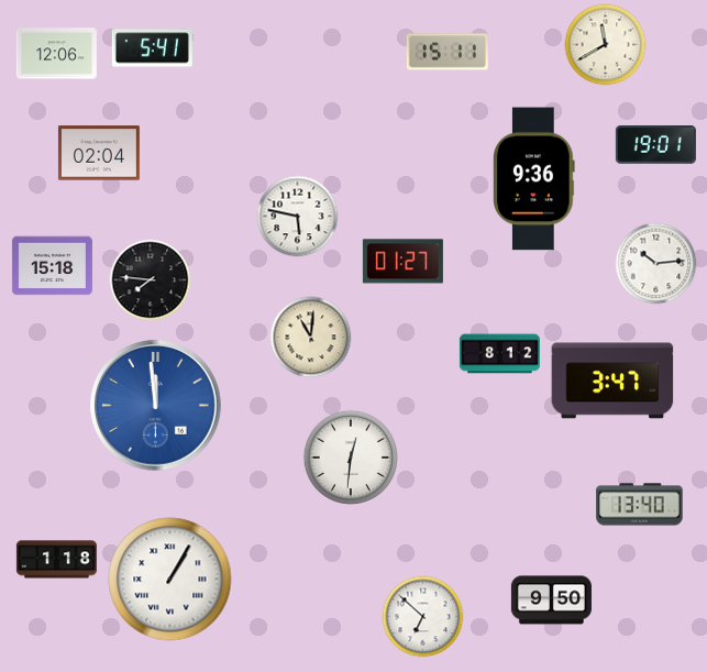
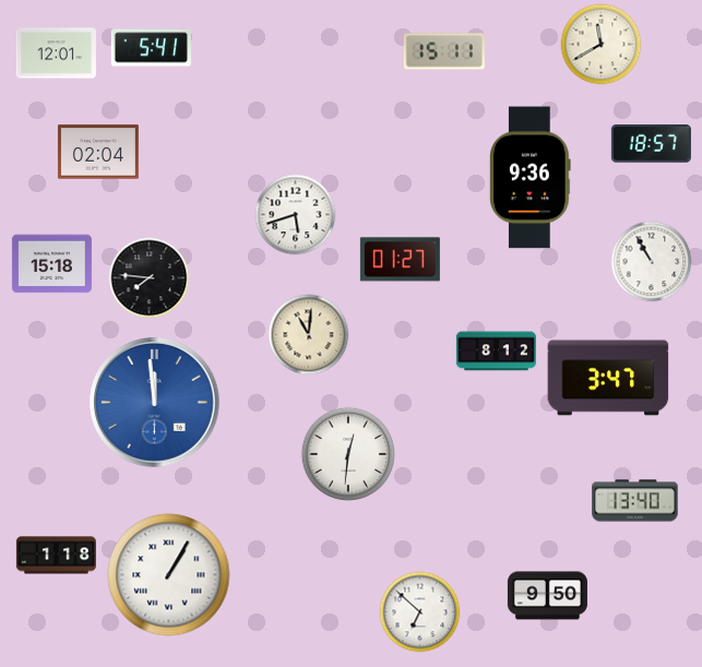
clock at (56, 54): 12:06 -> 12:01
clock at (655, 145): 19:01 -> 18:57
clock at (298, 217): 5:47 -> 5:42
clock at (656, 264): 10:14 -> 10:55
